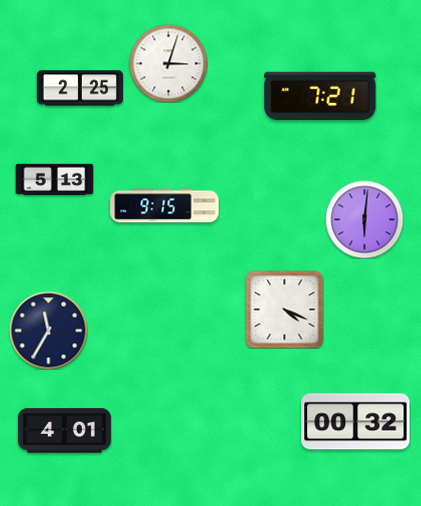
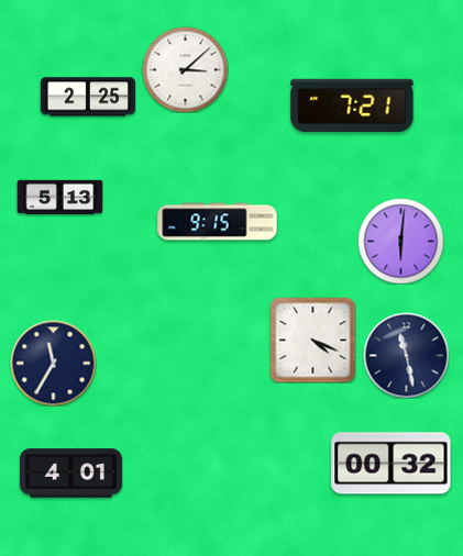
clock at (168, 63): 3:03 -> 3:08
clock at (165, 206) position: (165, 206) -> (218, 222)
clock at (406, 355): none -> 11:28
